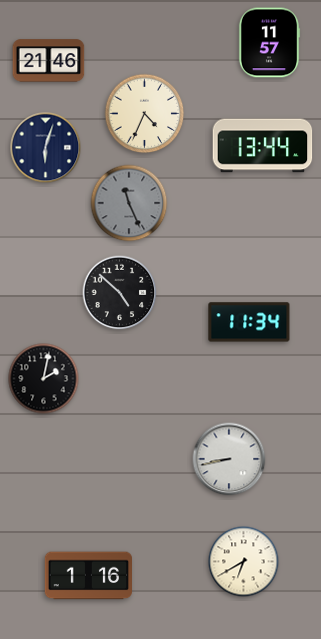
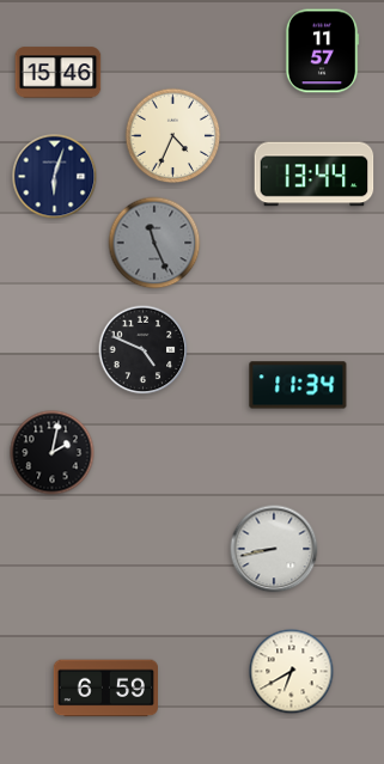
clock at (49, 61): 21:46 -> 15:46
clock at (120, 293): 4:52 -> 4:49
clock at (88, 576): 1:16 -> 6:59
